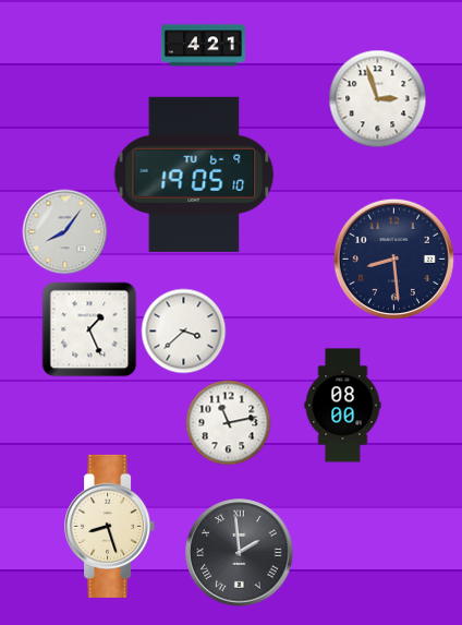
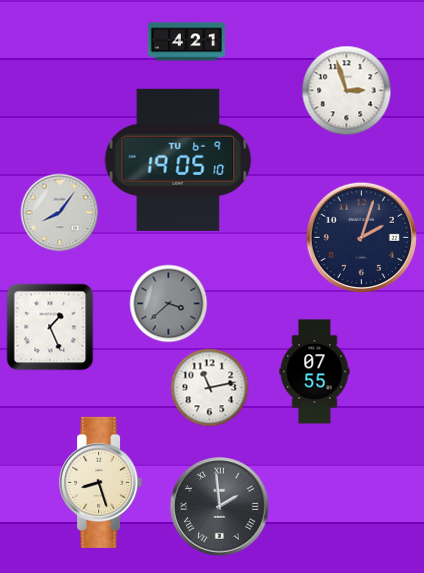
clock at (393, 259): 8:29 -> 2:03
clock at (89, 329) position: (89, 329) -> (50, 327)
clock at (183, 330) dial: white -> grey
clock at (343, 406): 08:00 -> 07:55
